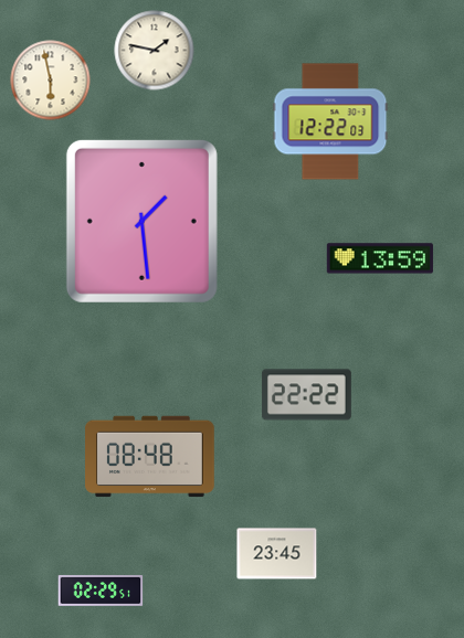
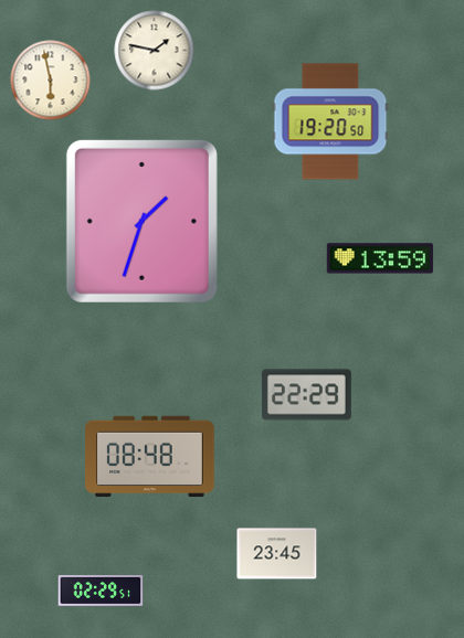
clock at (330, 121): 12:22 -> 19:20
clock at (141, 221): 1:29 -> 1:33
clock at (306, 395): 22:22 -> 22:29
